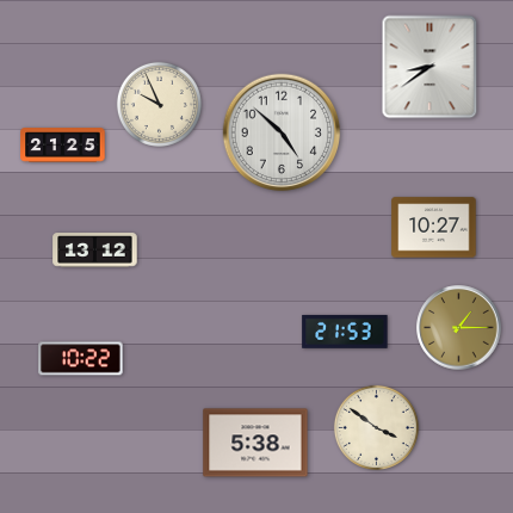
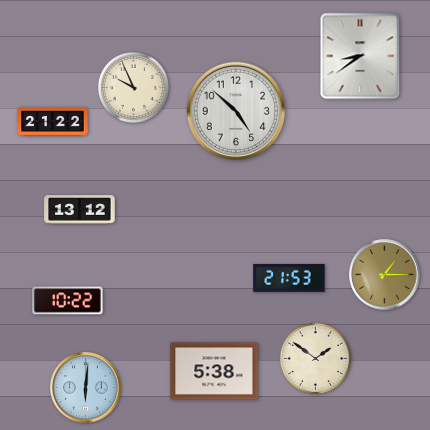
clock at (63, 146): 21:25 -> 21:22
clock at (434, 228): 10:27 -> none
clock at (376, 427): 3:51 -> 1:51
clock at (86, 388): none -> 6:01
